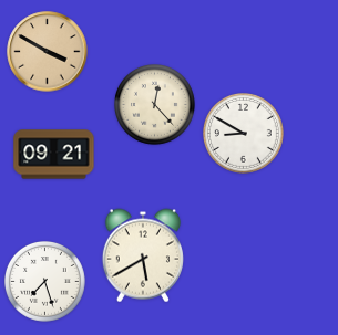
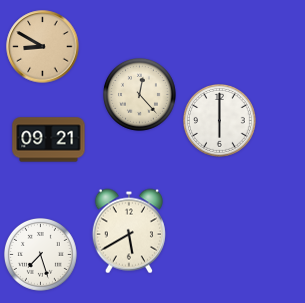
clock at (48, 52): 3:50 -> 8:50
clock at (244, 134): 8:50 -> 6:00
